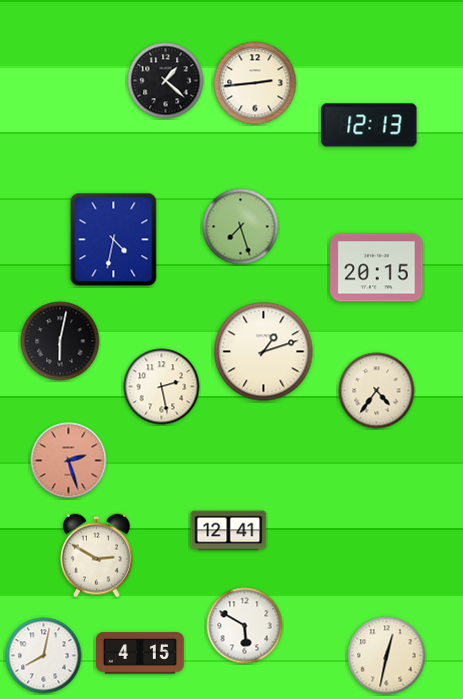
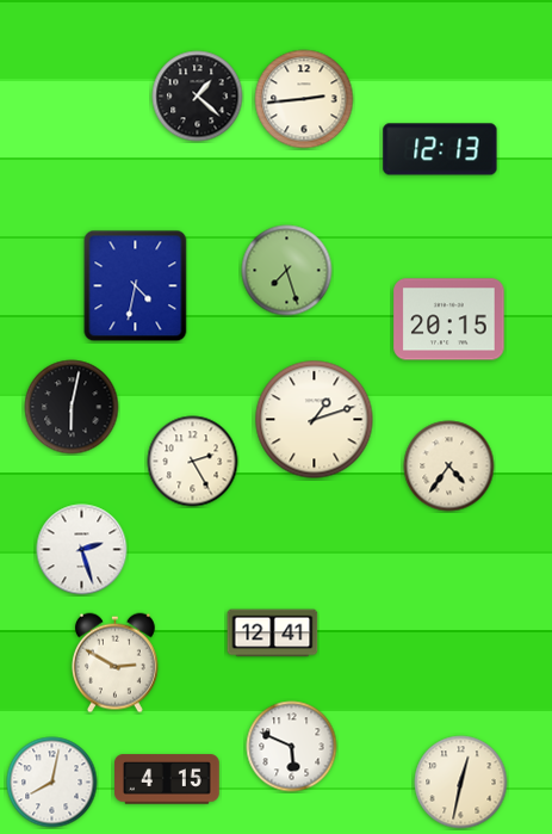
clock at (162, 387): 2:28 -> 2:25
clock at (69, 461) dial: salmon -> white
clock at (245, 626): 5:50 -> 5:49
